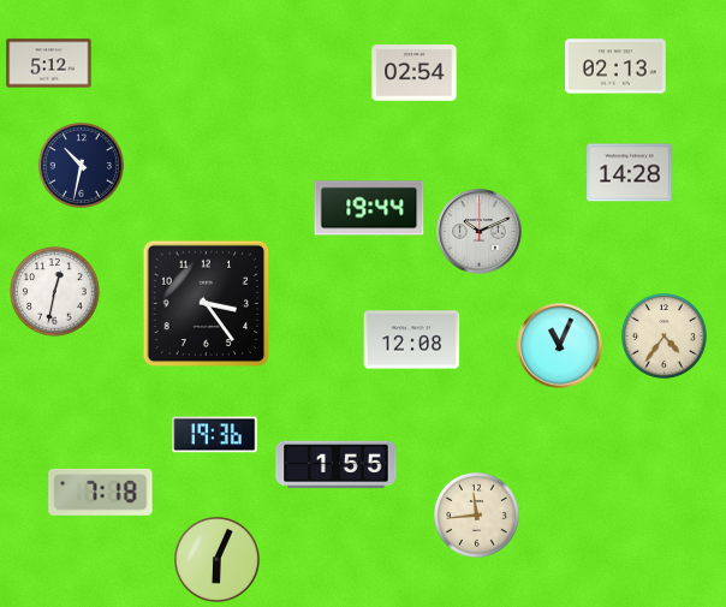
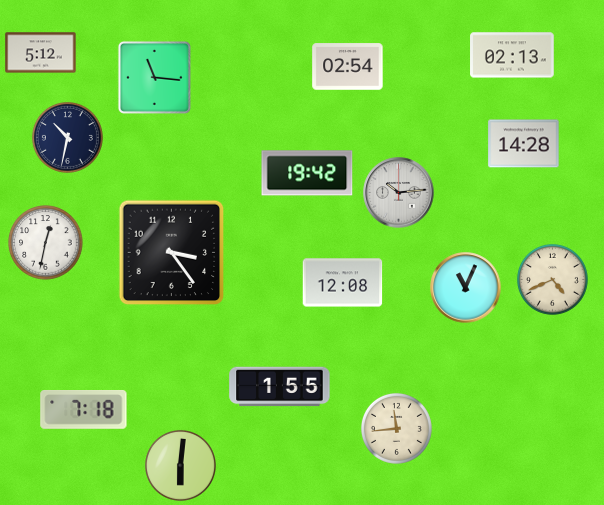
clock at (415, 73) position: (415, 73) -> (348, 67)
clock at (154, 77): none -> 11:16
clock at (369, 208): 19:44 -> 19:42
clock at (480, 232): 10:11 -> 10:14
clock at (663, 335): 4:36 -> 4:41
clock at (215, 435): 19:36 -> none
clock at (216, 559): 6:04 -> 6:01
